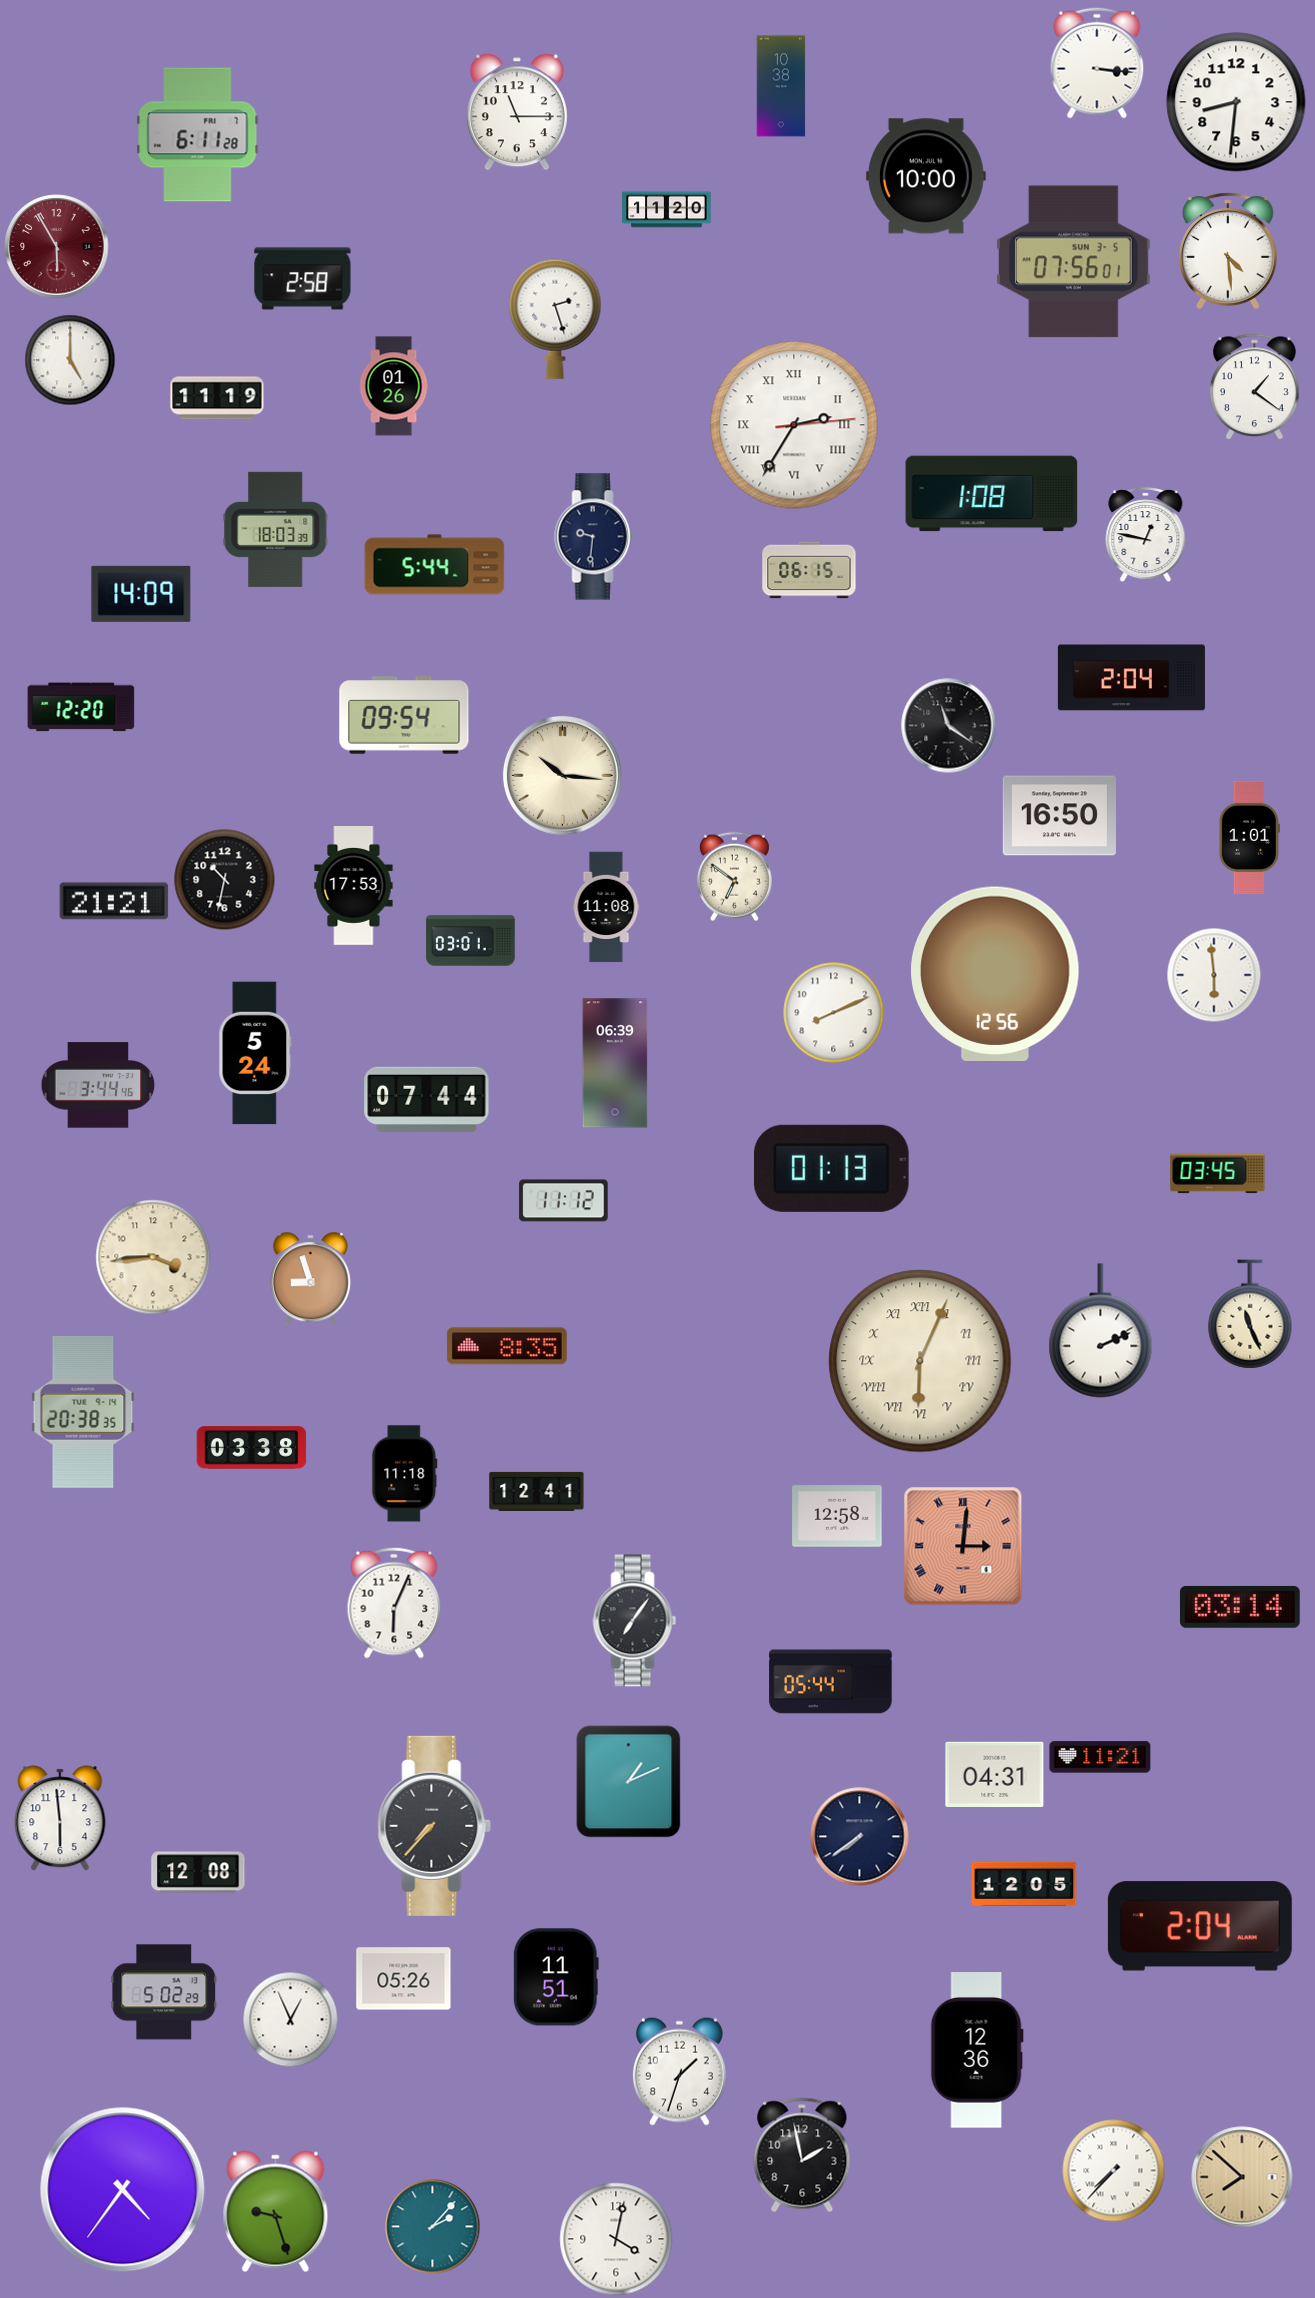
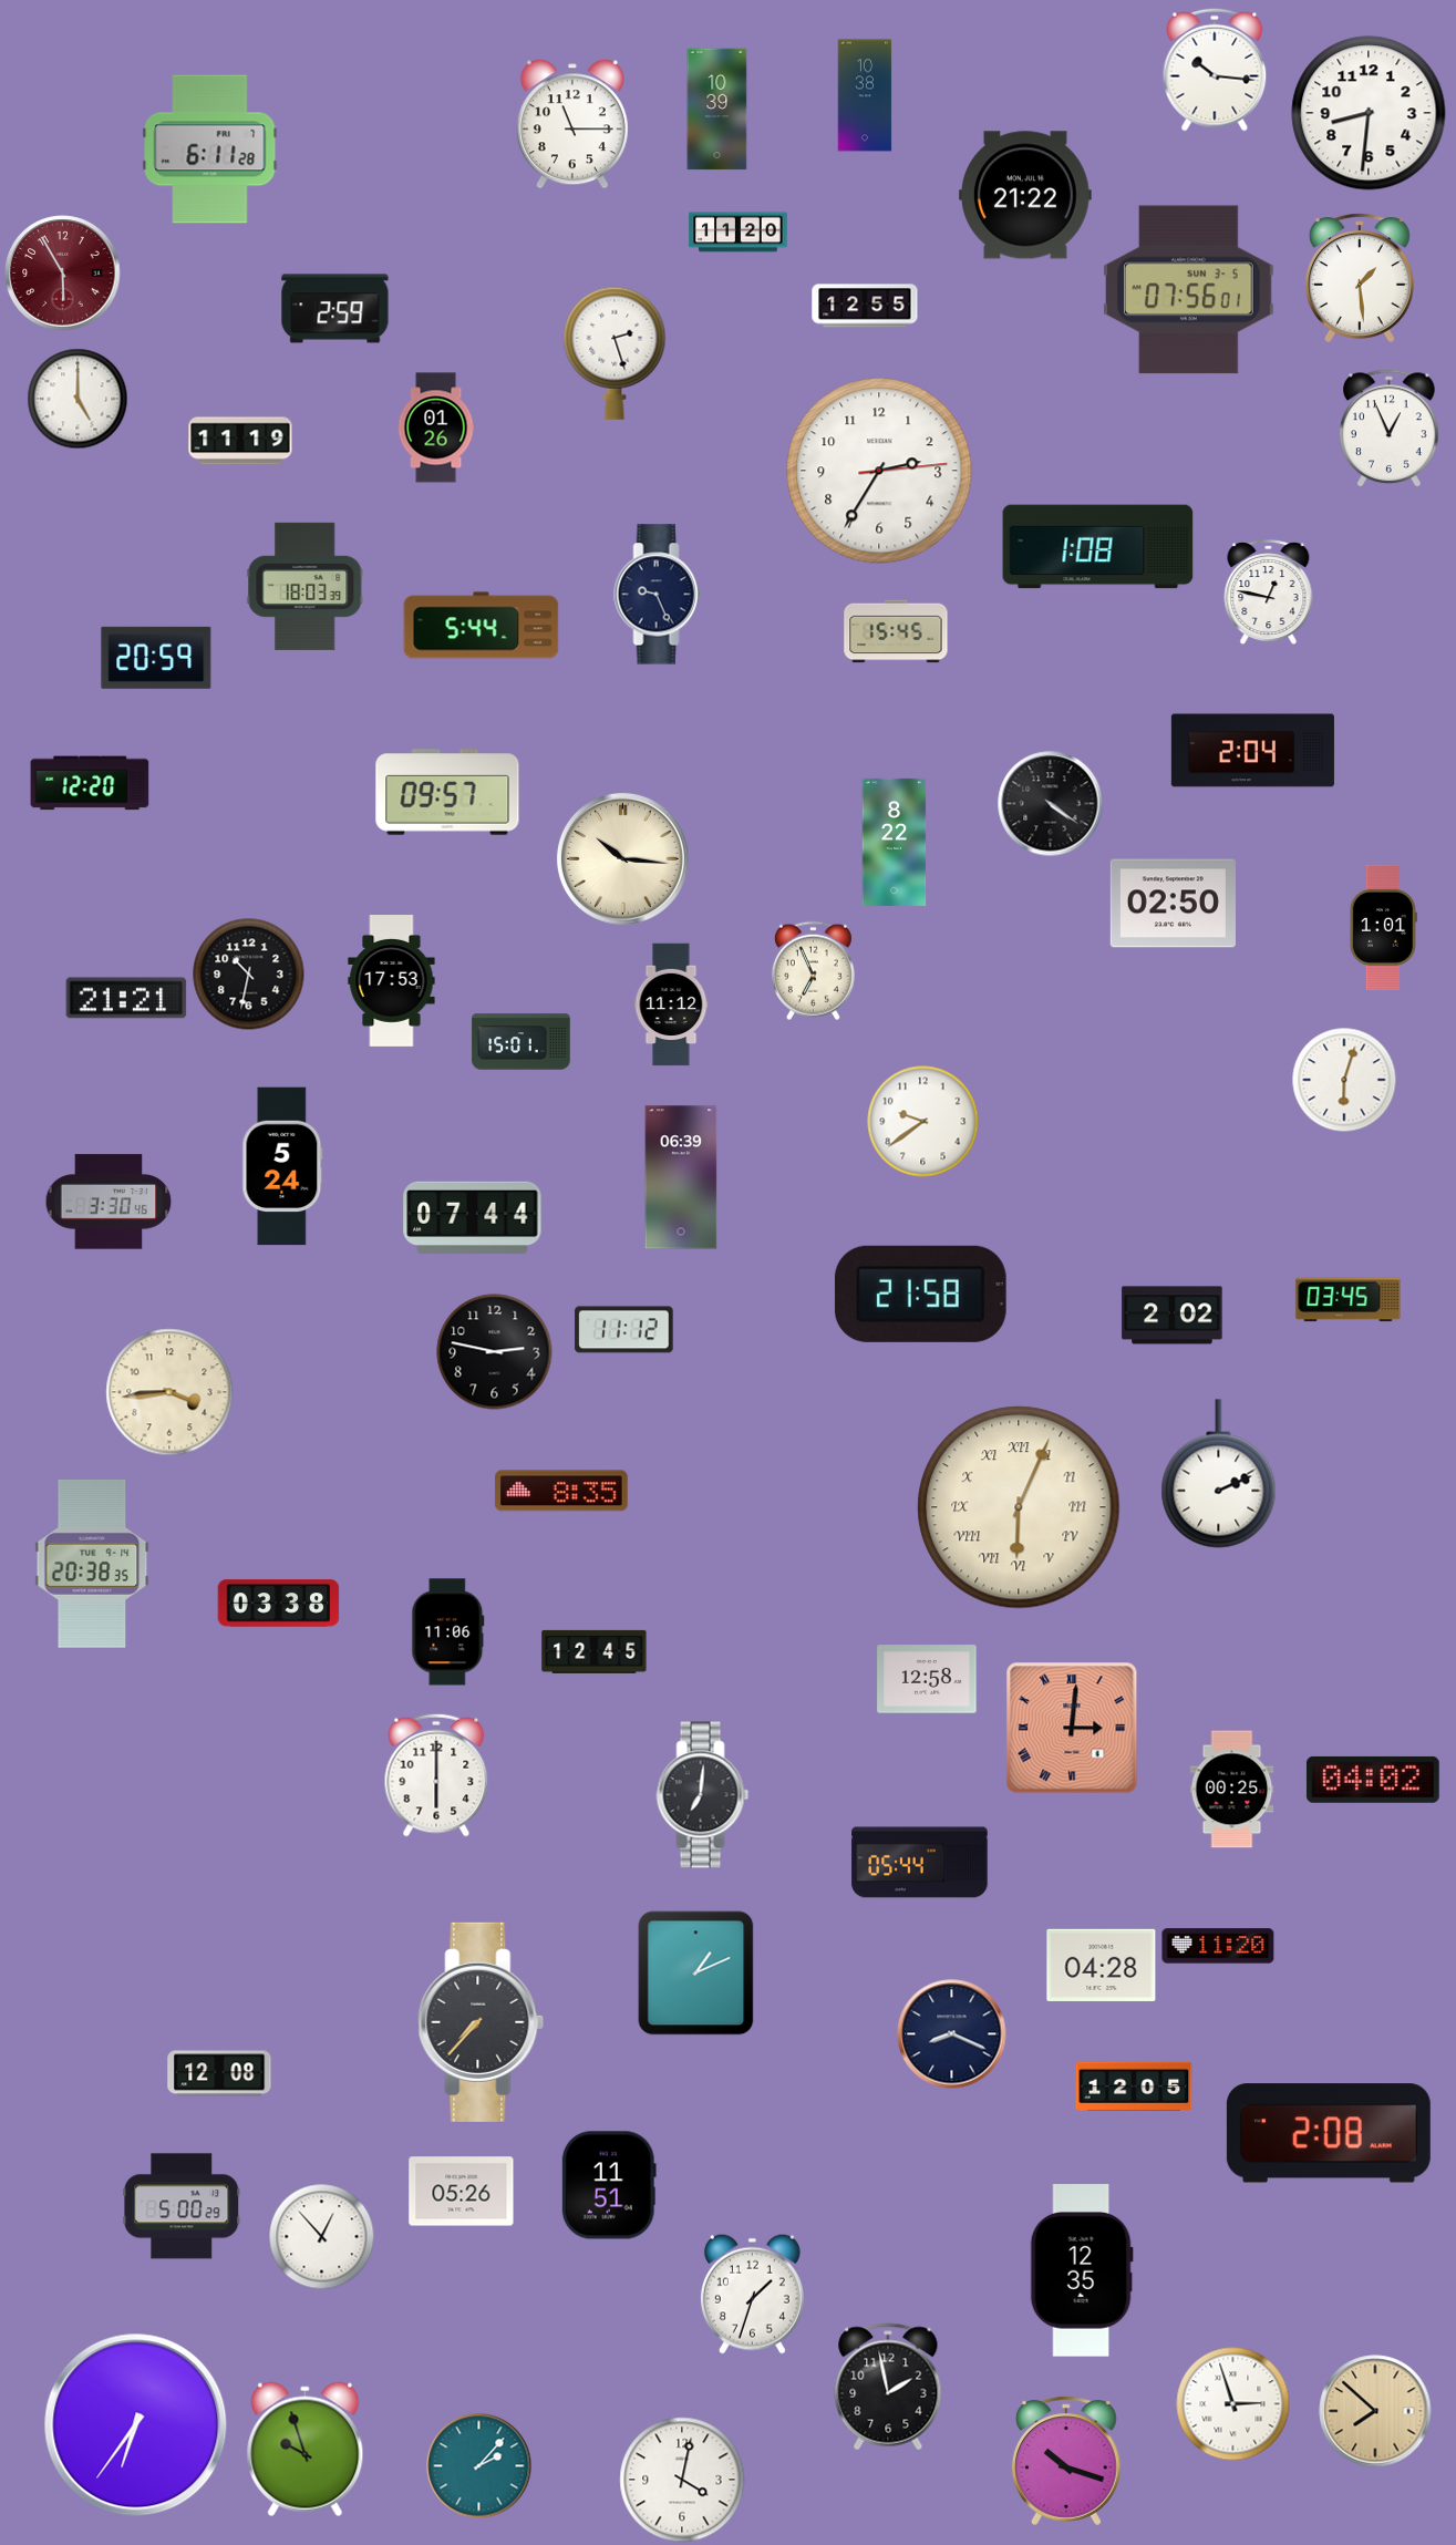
clock at (1097, 63): 3:16 -> 10:16
clock at (717, 110): none -> 10:39
clock at (198, 135) position: (198, 135) -> (210, 150)
clock at (926, 176): 10:00 -> 21:22
clock at (1228, 251): 4:29 -> 1:29
clock at (865, 306): none -> 12:55
clock at (303, 279): 2:58 -> 2:59
clock at (1255, 387): 1:21 -> 12:56
clock at (794, 425) numerals: Roman -> Arabic
clock at (595, 537): 9:31 -> 9:26
clock at (809, 570): 06:15 -> 15:45
clock at (141, 594): 14:09 -> 20:59
clock at (404, 715): 09:54 -> 09:57
clock at (949, 726): 11:21 -> 4:21
clock at (895, 842): none -> 8:22
clock at (1059, 816): 16:50 -> 02:50
clock at (734, 877): 6:51 -> 6:56
clock at (606, 907): 11:08 -> 11:12
clock at (471, 941): 03:01 -> 15:01
clock at (996, 973): 12:56 -> none
clock at (1214, 975): 5:59 -> 6:03
clock at (834, 1013): 8:11 -> 9:39
clock at (98, 1085): 3:44 -> 3:30
clock at (831, 1168): 01:13 -> 21:58
clock at (1173, 1316): none -> 2:02
clock at (495, 1352): none -> 2:47
clock at (310, 1279): 8:57 -> none
clock at (1250, 1314): 11:26 -> none
clock at (405, 1474): 11:18 -> 11:06
clock at (537, 1491): 12:41 -> 12:45
clock at (963, 1546) position: (963, 1546) -> (1072, 1728)
clock at (394, 1603): 6:04 -> 6:00
clock at (1240, 1607): 03:14 -> 04:02
clock at (1232, 1790): none -> 00:25
clock at (635, 1621): 7:06 -> 7:01
clock at (1100, 1757): 11:21 -> 11:20
clock at (995, 1774): 04:31 -> 04:28
clock at (60, 1818): 5:59 -> none
clock at (860, 1837): 7:39 -> 8:19
clock at (1200, 1926): 2:04 -> 2:08
clock at (556, 1977) position: (556, 1977) -> (609, 2185)
clock at (404, 1979) position: (404, 1979) -> (462, 2192)
clock at (164, 1992): 5:02 -> 5:00
clock at (291, 2020): 12:56 -> 12:53
clock at (977, 2050): 12:36 -> 12:35
clock at (1114, 2171): 7:37 -> 2:57
clock at (123, 2190): 4:36 -> 6:36
clock at (276, 2212): 9:27 -> 9:57
clock at (1066, 2461): none -> 10:18
